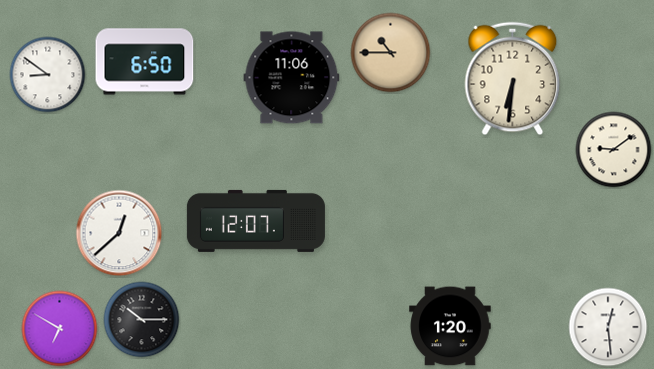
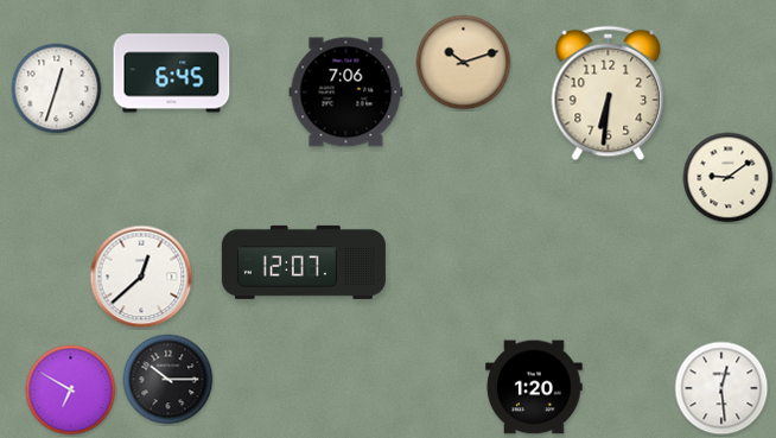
clock at (391, 53): 10:45 -> 10:12
clock at (145, 62): 6:50 -> 6:45
clock at (48, 75): 8:51 -> 12:33
clock at (292, 78): 11:06 -> 7:06
